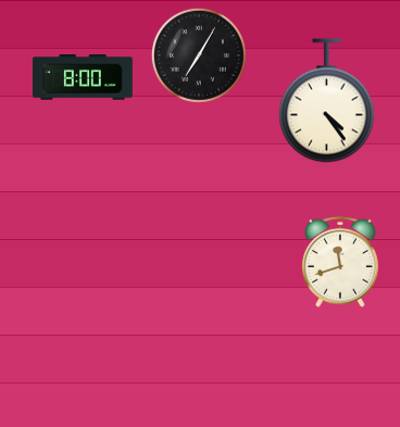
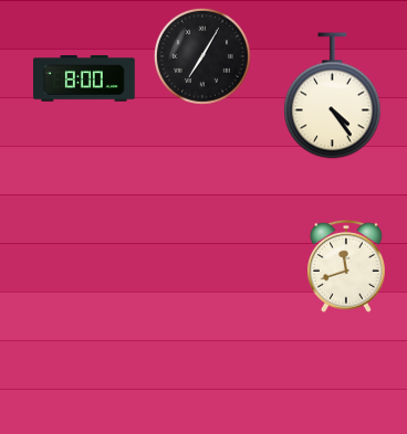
clock at (327, 101) position: (327, 101) -> (333, 96)
